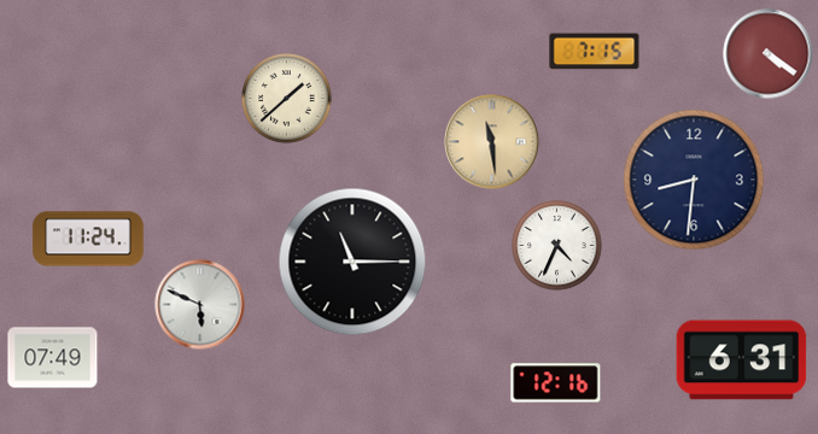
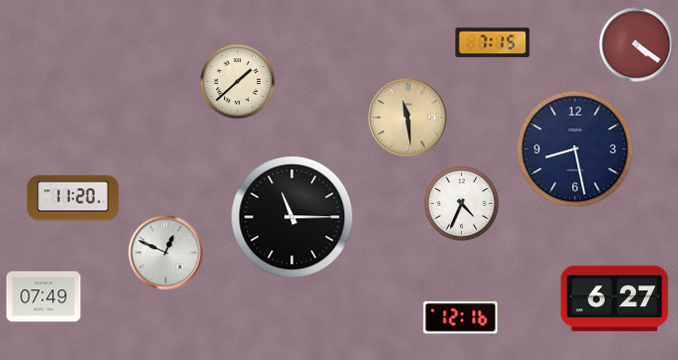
clock at (694, 180): 8:31 -> 8:28
clock at (88, 239): 11:24 -> 11:20
clock at (200, 305): 5:49 -> 12:49
clock at (742, 360): 6:31 -> 6:27
